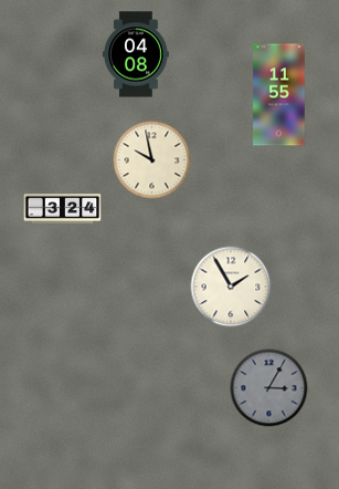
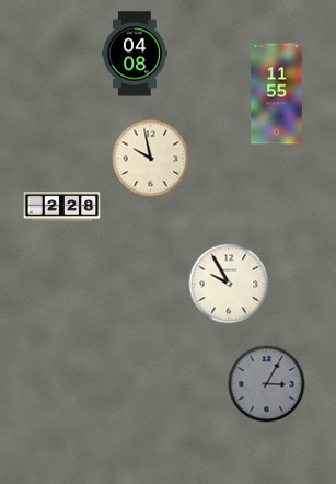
clock at (63, 209): 3:24 -> 2:28
clock at (231, 287): 1:55 -> 9:55
